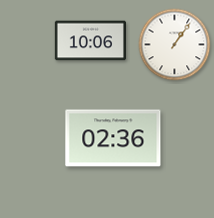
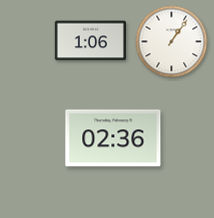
clock at (90, 41): 10:06 -> 1:06
clock at (175, 45) position: (175, 45) -> (172, 42)
